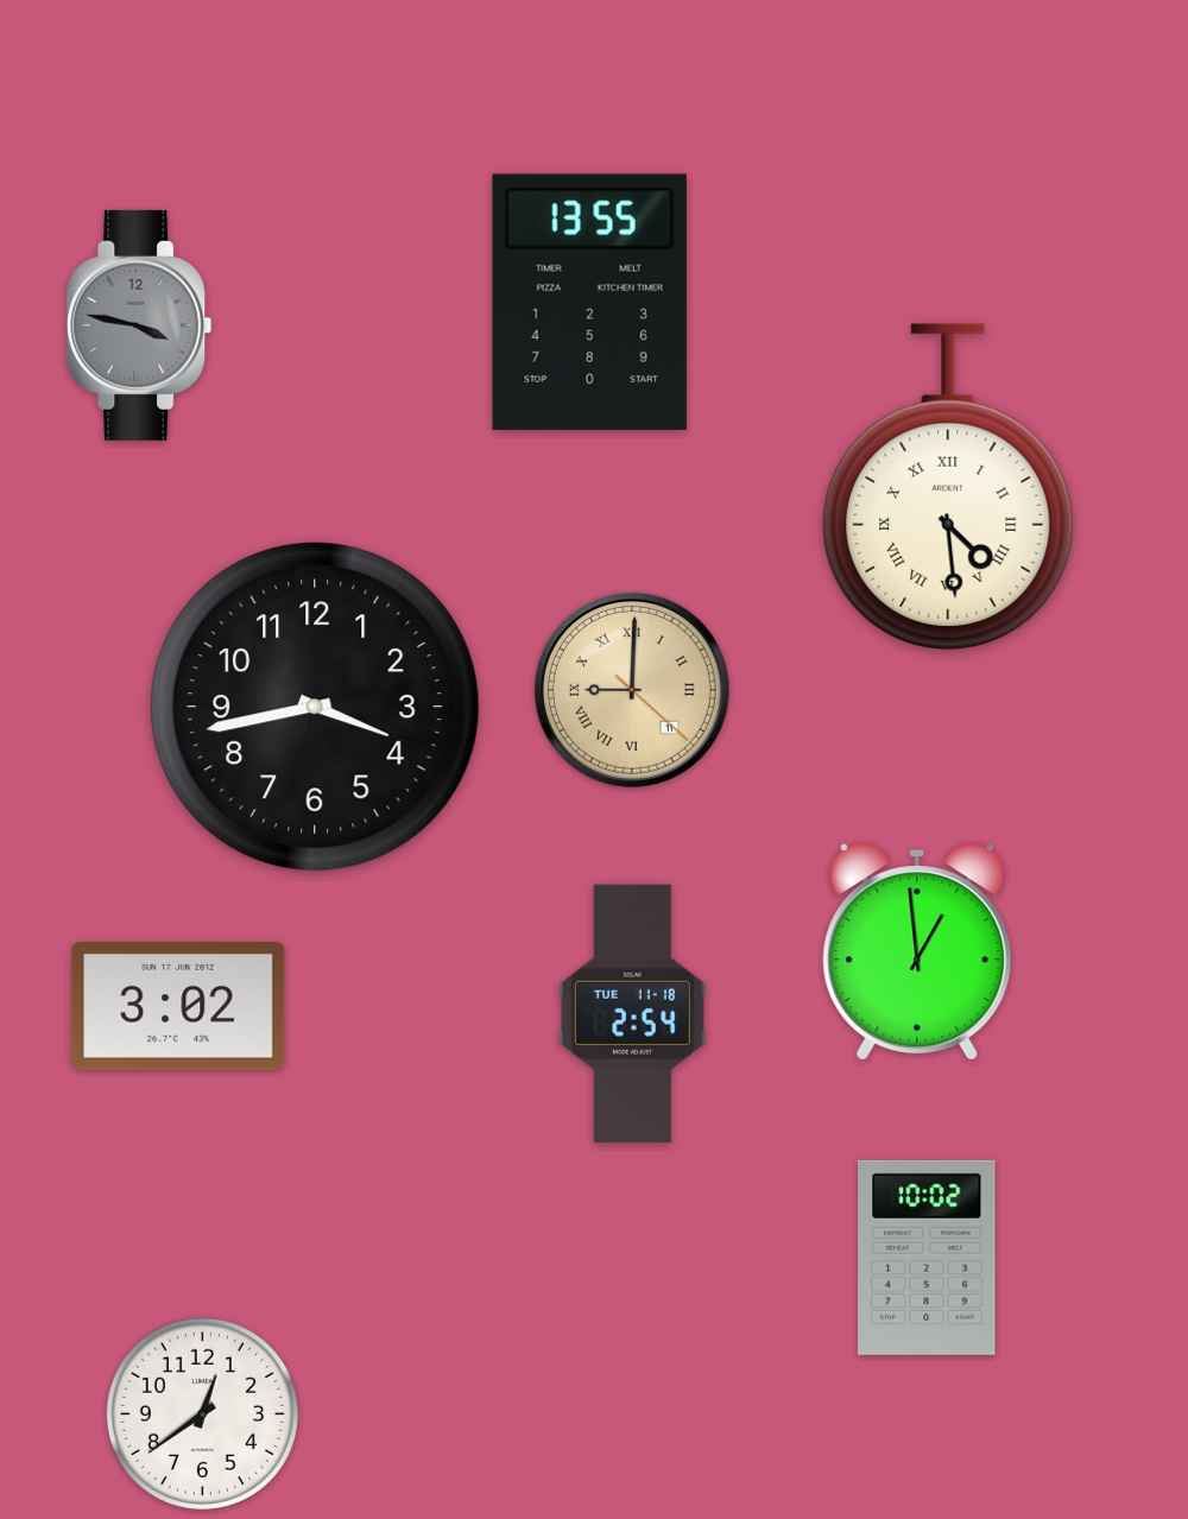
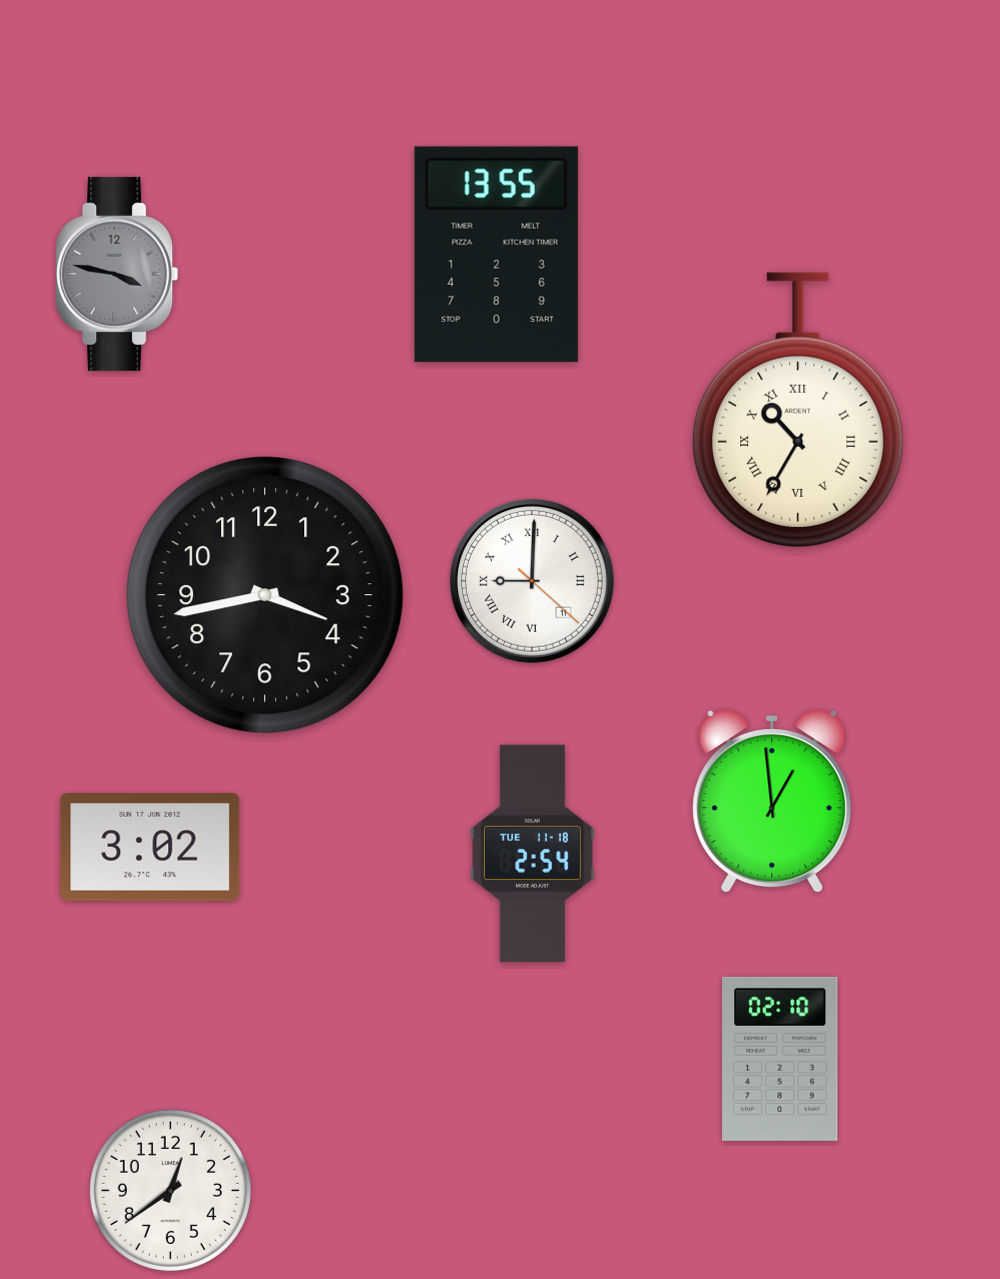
clock at (948, 487): 4:29 -> 10:35
clock at (632, 690) dial: champagne -> white
clock at (927, 1258): 10:02 -> 02:10
